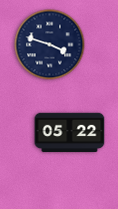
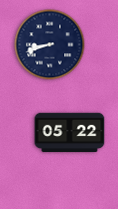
clock at (50, 45): 3:48 -> 8:42
